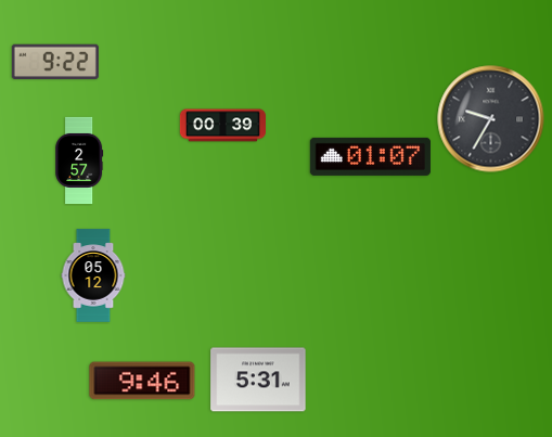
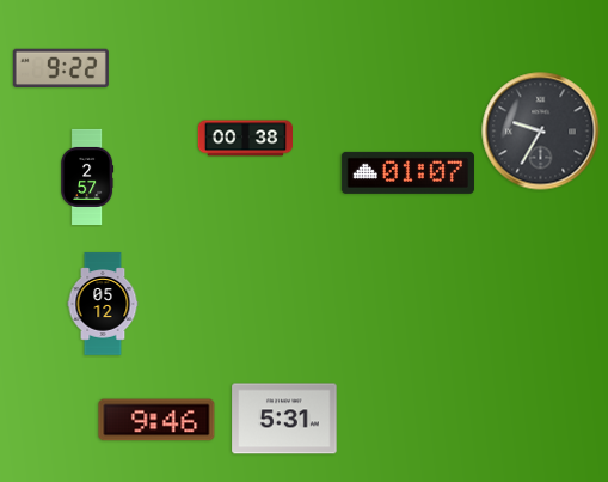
clock at (222, 126): 00:39 -> 00:38
